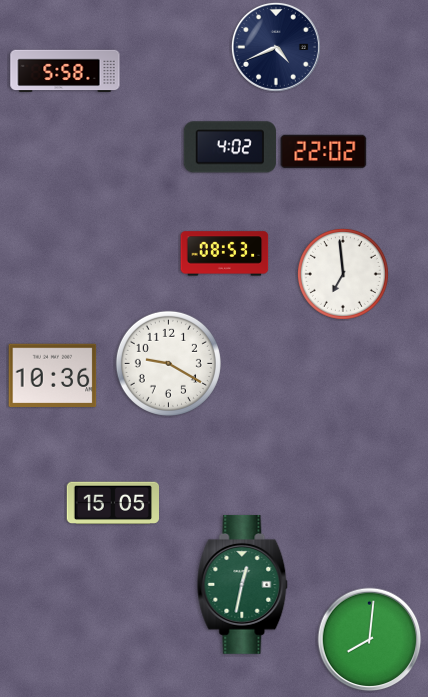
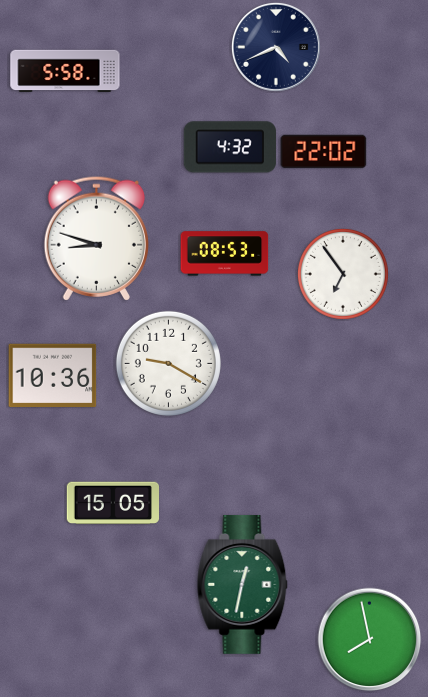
clock at (230, 147): 4:02 -> 4:32
clock at (96, 238): none -> 8:48
clock at (343, 274): 6:59 -> 6:54
clock at (370, 640): 8:01 -> 7:58
